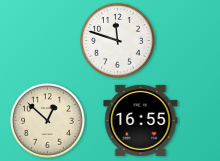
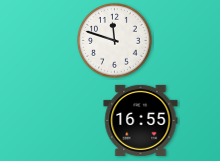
clock at (118, 41) position: (118, 41) -> (115, 41)
clock at (48, 121): 12:52 -> none
